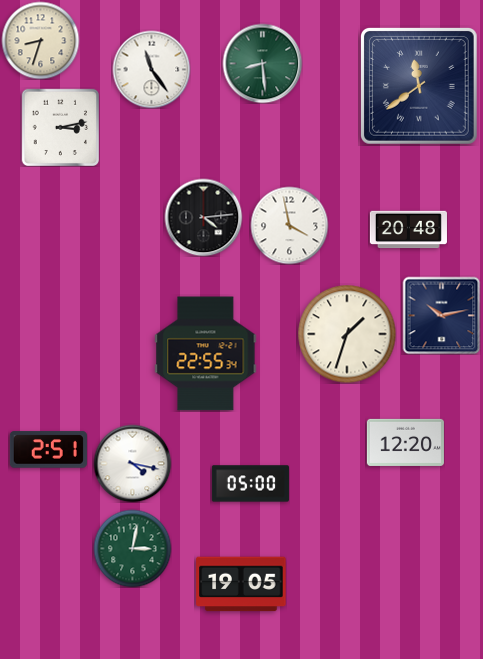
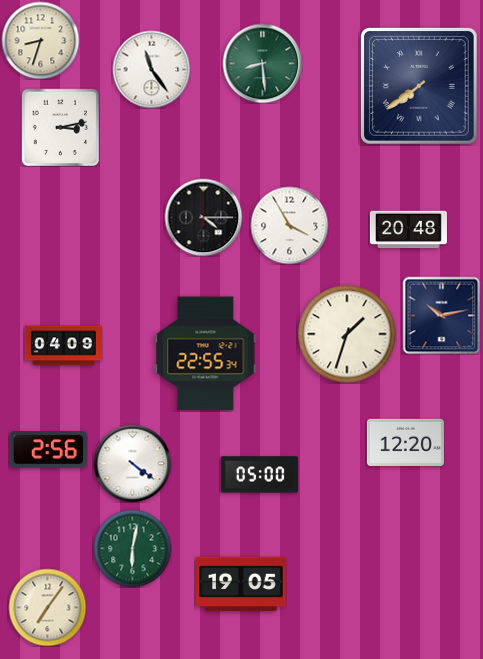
clock at (420, 87): 11:39 -> 7:39
clock at (203, 217): 4:14 -> 4:15
clock at (289, 225): 3:58 -> 3:55
clock at (63, 346): none -> 04:09
clock at (48, 450): 2:51 -> 2:56
clock at (132, 463): 4:17 -> 4:21
clock at (250, 484) position: (250, 484) -> (259, 475)
clock at (132, 548): 3:02 -> 6:02
clock at (47, 607): none -> 7:06
